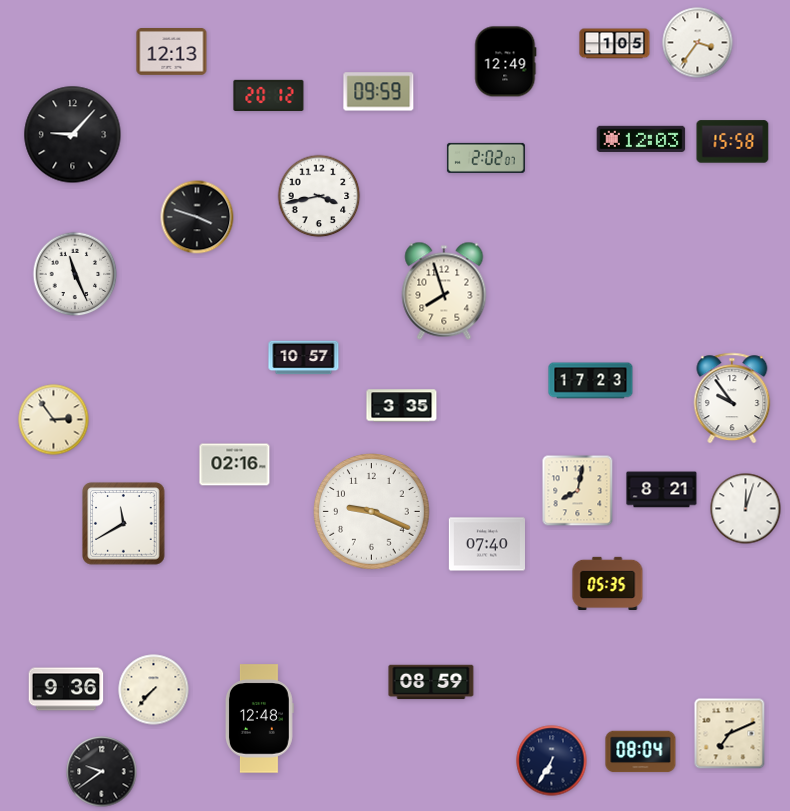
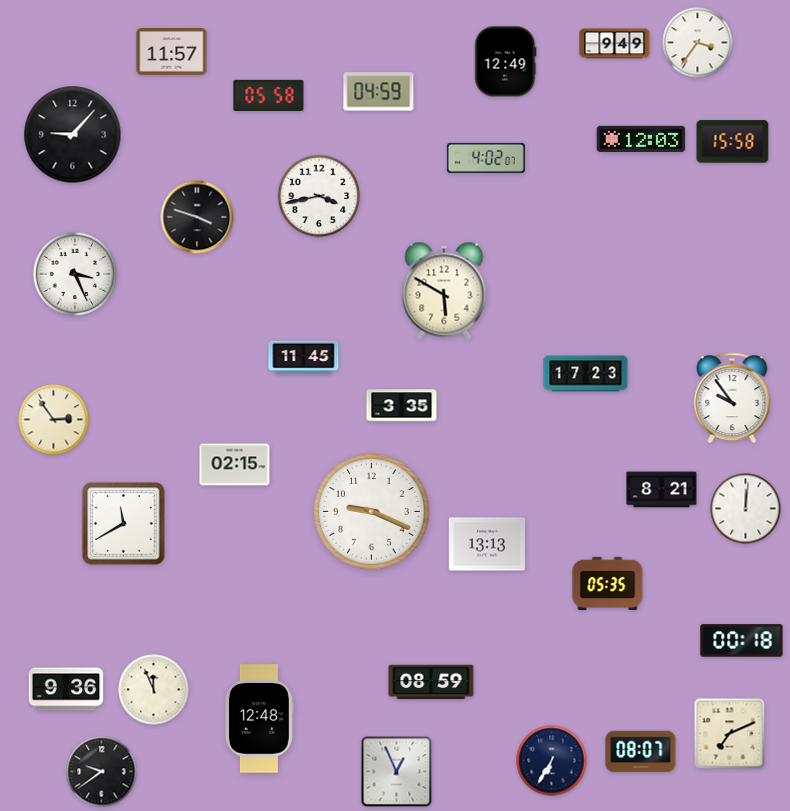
clock at (615, 44): 1:05 -> 9:49
clock at (172, 52): 12:13 -> 11:57
clock at (379, 92): 09:59 -> 04:59
clock at (269, 95): 20:12 -> 05:58
clock at (486, 158): 2:02 -> 4:02
clock at (75, 274): 11:26 -> 3:26
clock at (444, 291): 7:57 -> 5:50
clock at (304, 358): 10:57 -> 11:45
clock at (591, 381) position: (591, 381) -> (586, 374)
clock at (235, 465): 02:16 -> 02:15
clock at (578, 491): 8:02 -> none
clock at (746, 509): 12:03 -> 12:01
clock at (486, 544): 07:40 -> 13:13
clock at (742, 641): none -> 00:18
clock at (154, 690): 7:37 -> 11:56
clock at (641, 752): 08:04 -> 08:07
clock at (397, 772): none -> 12:56
